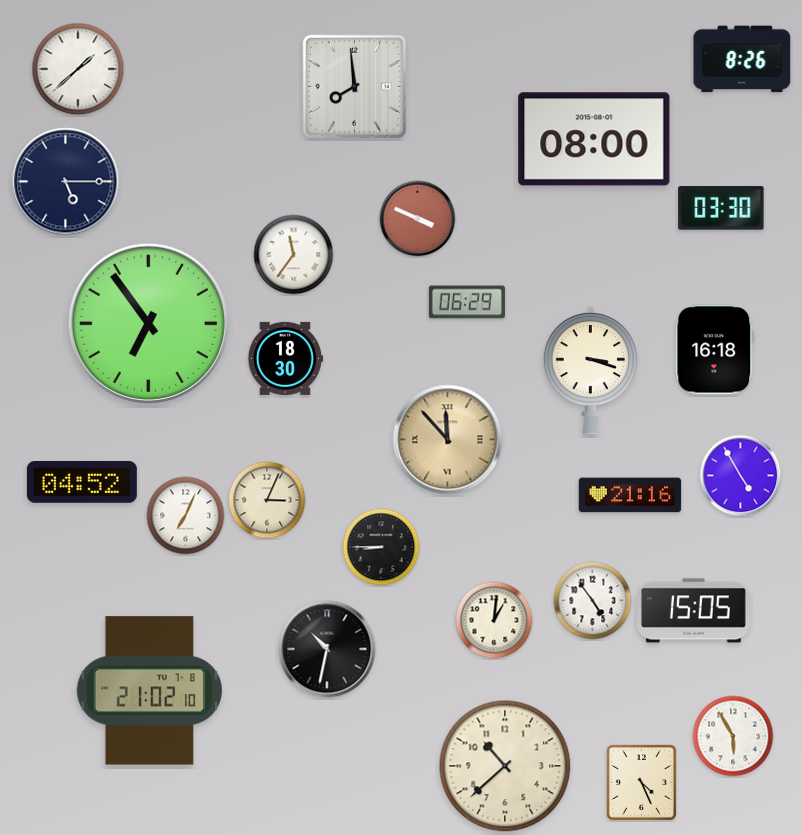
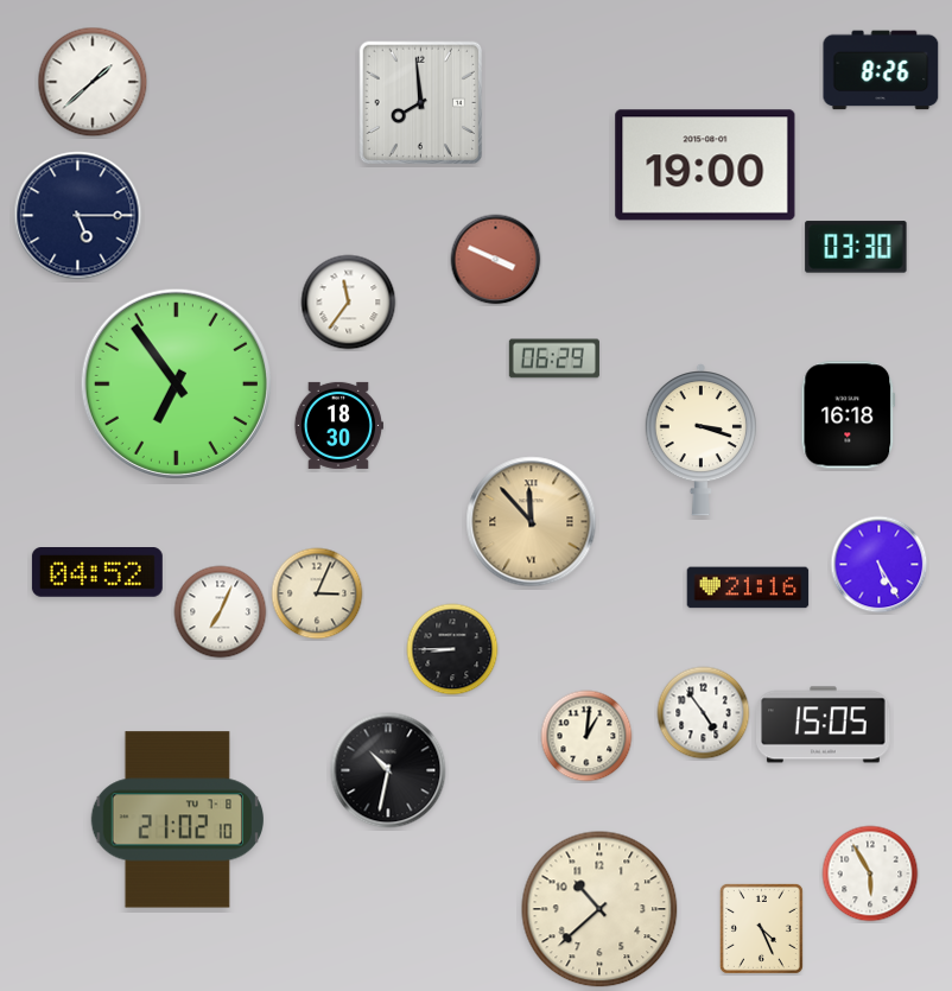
clock at (594, 139): 08:00 -> 19:00
clock at (741, 476): 4:55 -> 5:25
